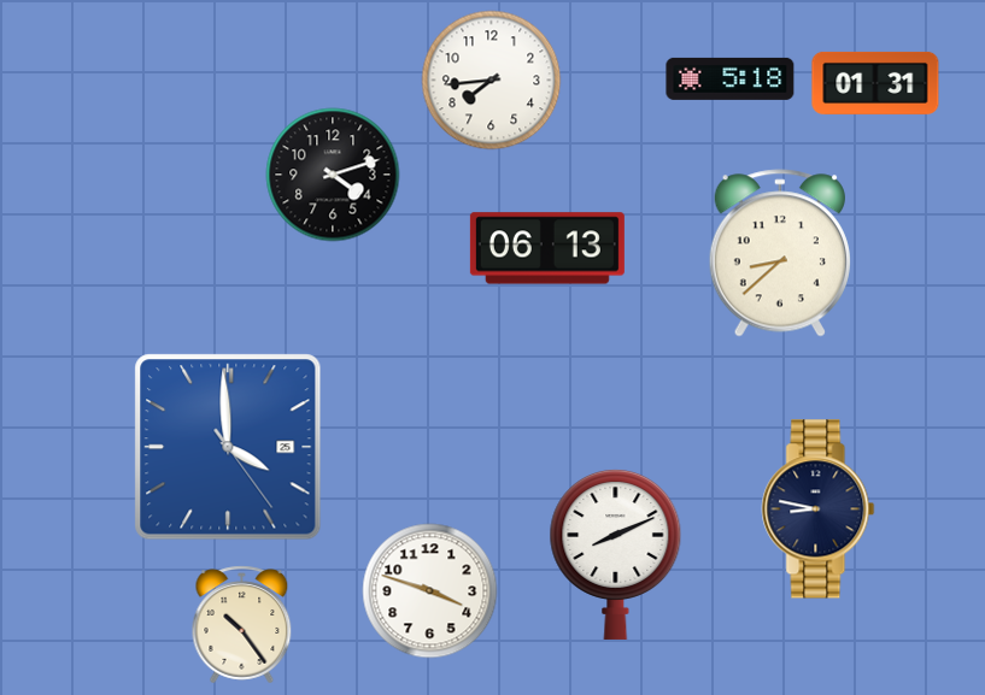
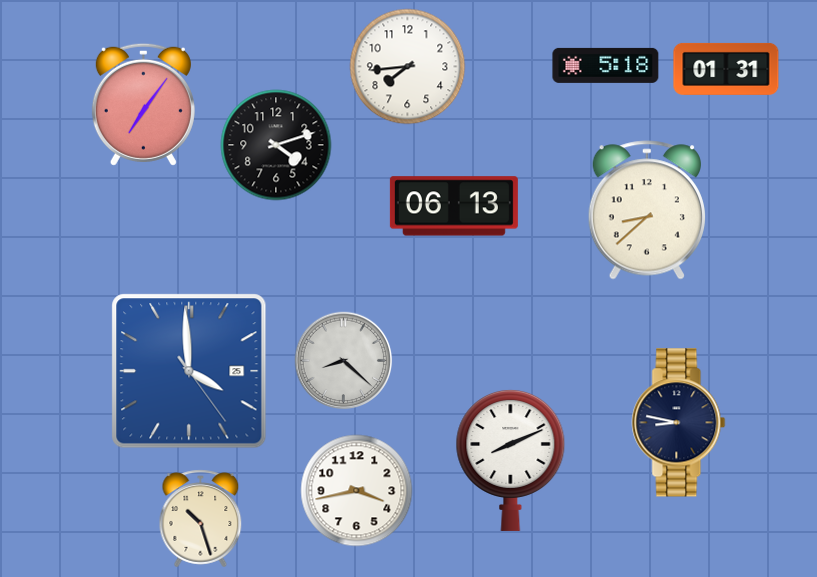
clock at (143, 104): none -> 7:06
clock at (344, 361): none -> 8:22
clock at (430, 591): 3:48 -> 3:43
clock at (242, 625): 10:24 -> 10:27
